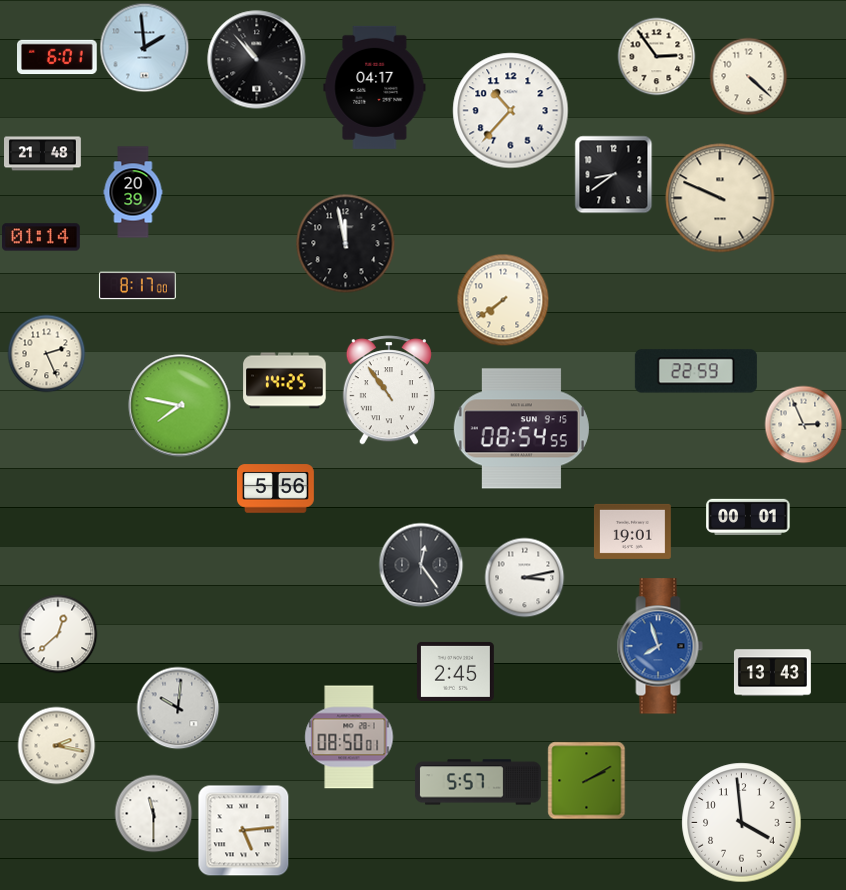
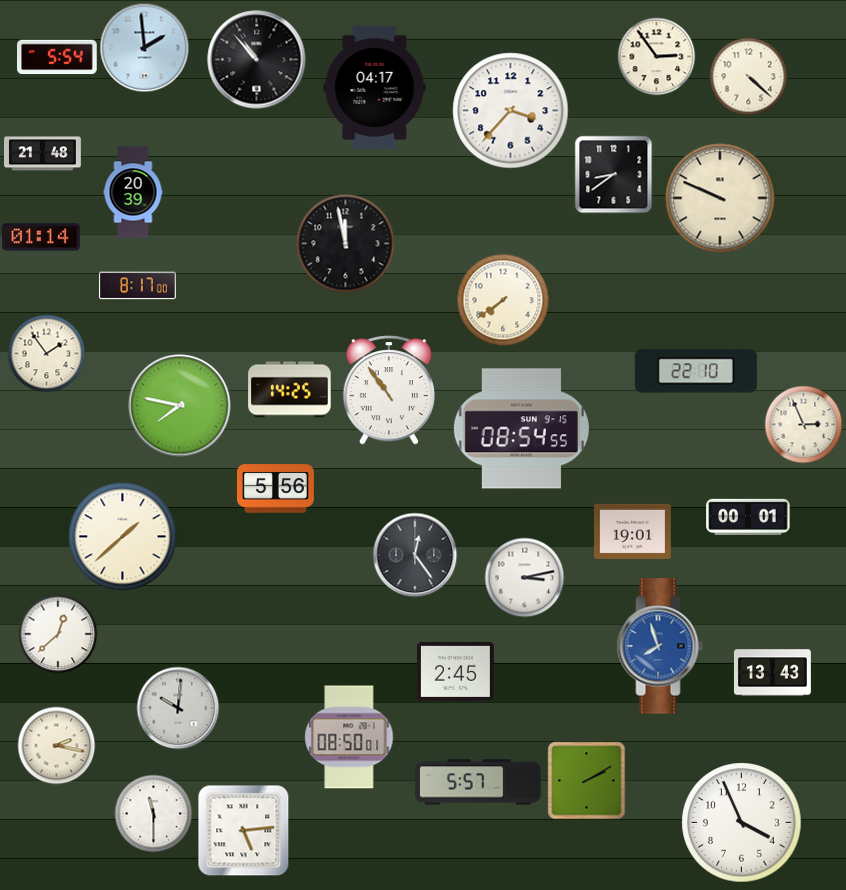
clock at (58, 57): 6:01 -> 5:54
clock at (511, 111): 10:37 -> 3:37
clock at (46, 353): 2:26 -> 1:54
clock at (696, 371): 22:59 -> 22:10
clock at (285, 381) position: (285, 381) -> (290, 390)
clock at (123, 537): none -> 1:38
clock at (421, 565) position: (421, 565) -> (415, 555)
clock at (742, 823): 3:59 -> 3:56
